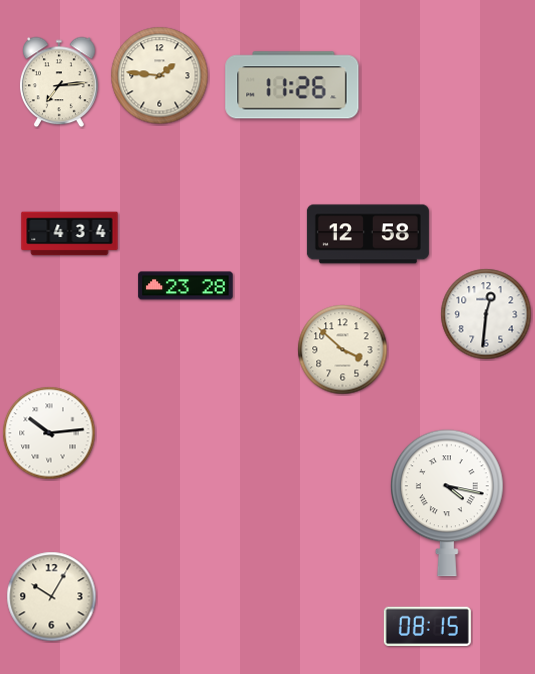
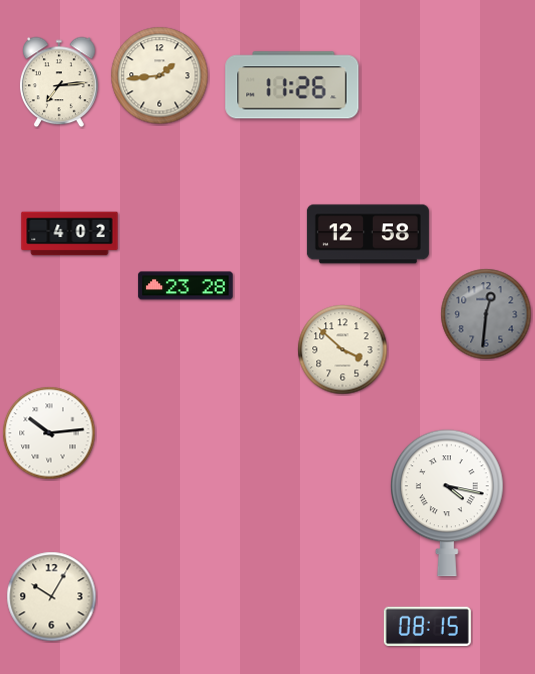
clock at (160, 76): 1:46 -> 1:44
clock at (70, 234): 4:34 -> 4:02
clock at (486, 314) dial: white -> grey
